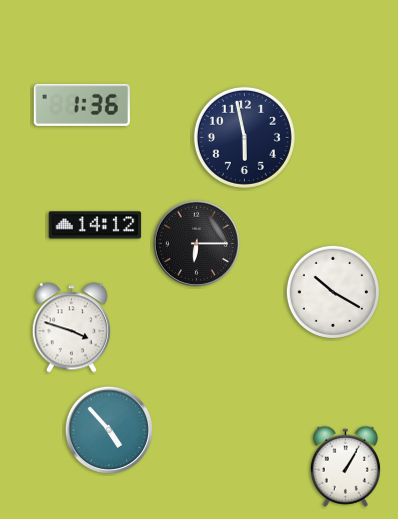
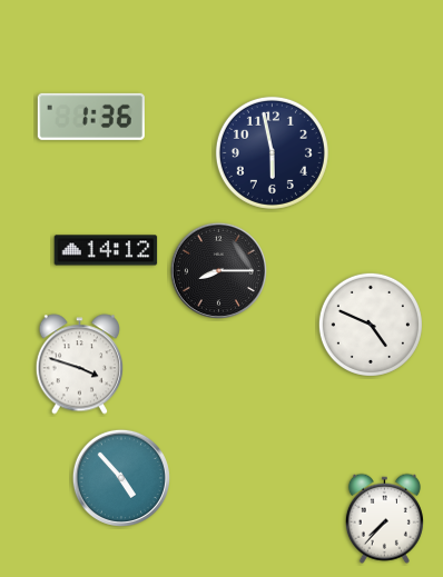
clock at (196, 243): 6:15 -> 8:15
clock at (333, 292): 10:20 -> 4:49
clock at (345, 466): 1:05 -> 7:37
